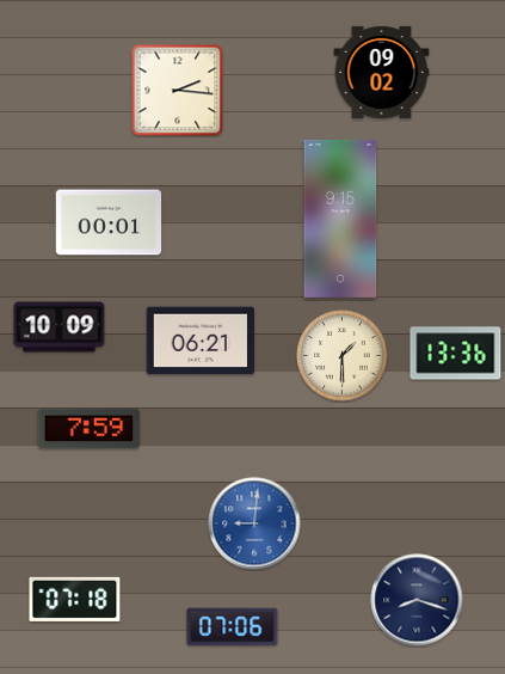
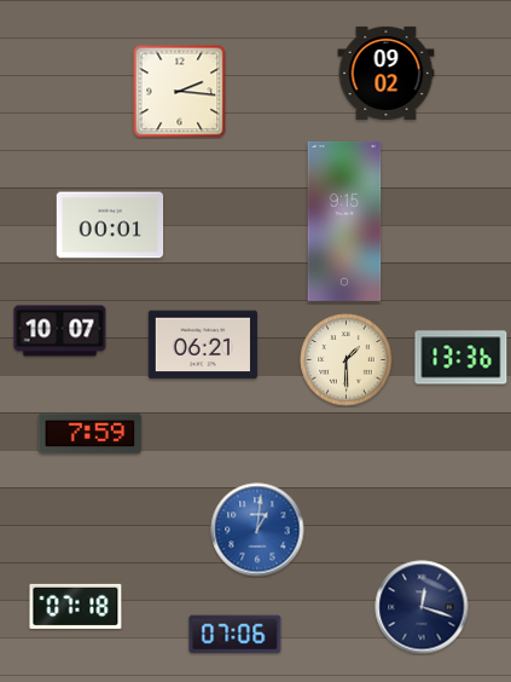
clock at (60, 327): 10:09 -> 10:07
clock at (254, 523): 9:01 -> 1:01
clock at (417, 600): 8:18 -> 12:18
